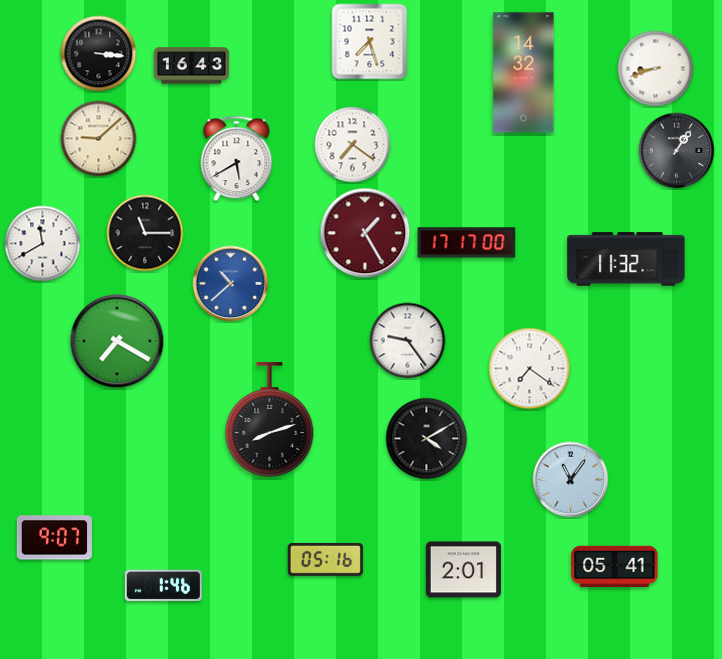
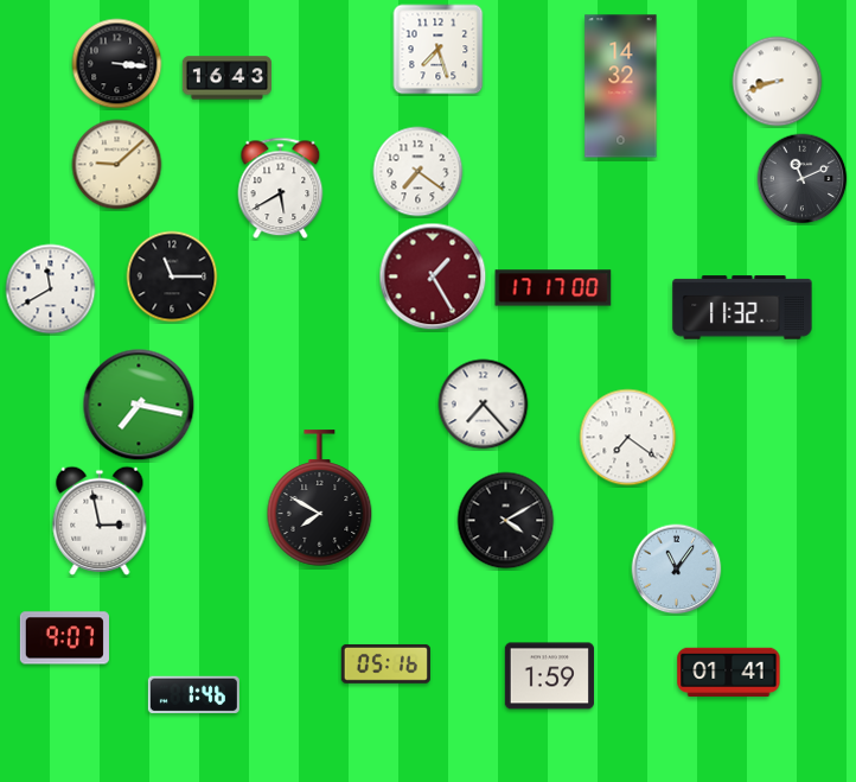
clock at (677, 151): 1:06 -> 11:11
clock at (231, 284): 10:38 -> none
clock at (117, 341): 7:20 -> 7:17
clock at (408, 341): 9:24 -> 7:23
clock at (270, 420): 8:12 -> 7:50
clock at (100, 521): none -> 2:58
clock at (615, 566): 05:41 -> 01:41
clock at (463, 570): 2:01 -> 1:59
